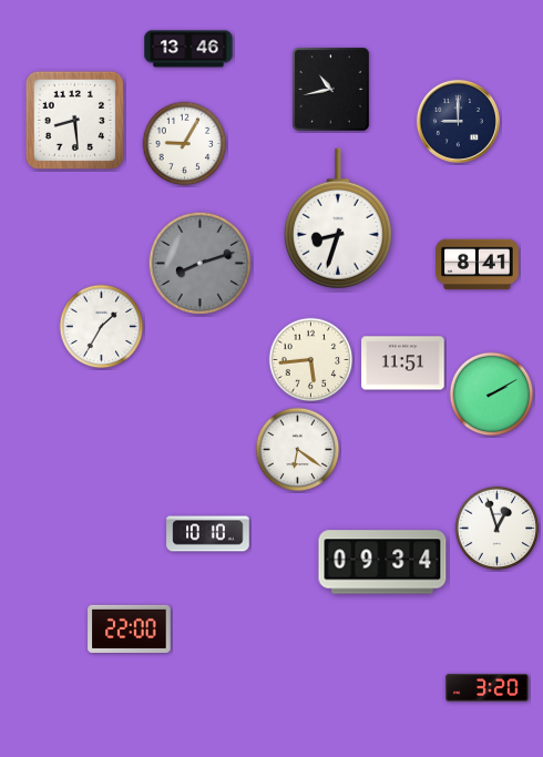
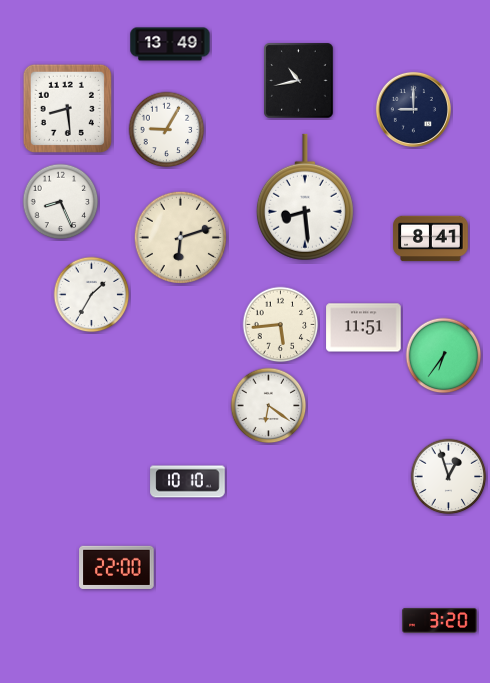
clock at (188, 49): 13:46 -> 13:49
clock at (338, 218): 8:33 -> 8:29
clock at (61, 202): none -> 8:26
clock at (199, 263): 8:12 -> 6:12
clock at (199, 263) dial: grey -> cream
clock at (492, 395): 2:10 -> 6:36
clock at (382, 562): 09:34 -> none
